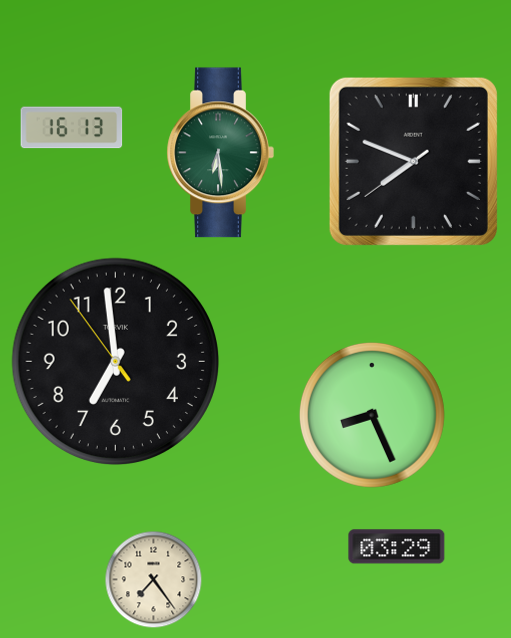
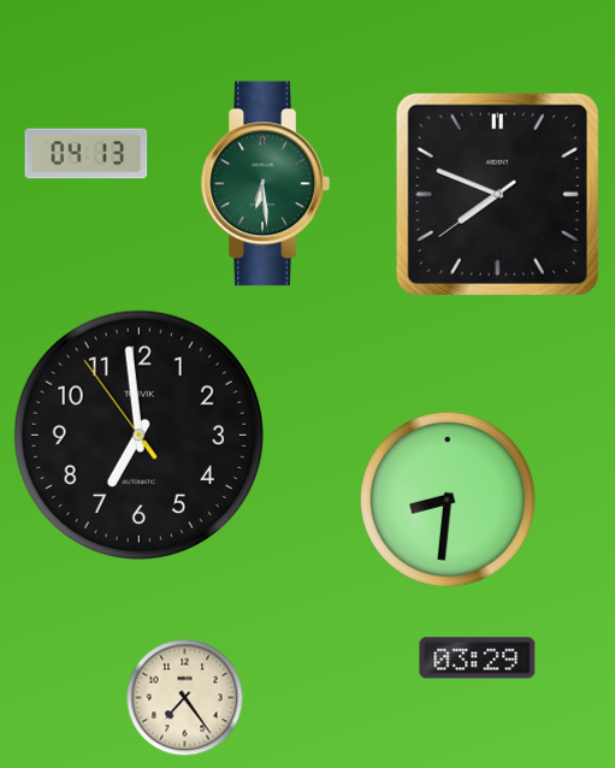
clock at (72, 128): 16:13 -> 04:13
clock at (372, 415): 8:26 -> 8:31
